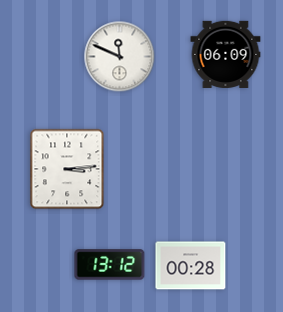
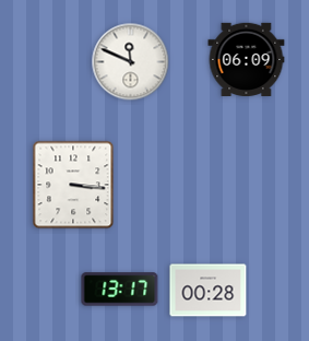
clock at (67, 169): 3:14 -> 3:16
clock at (110, 265): 13:12 -> 13:17
